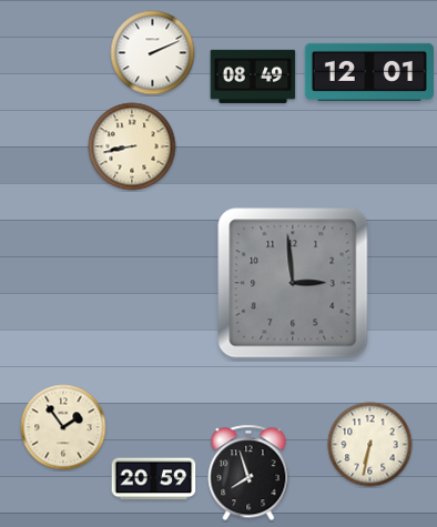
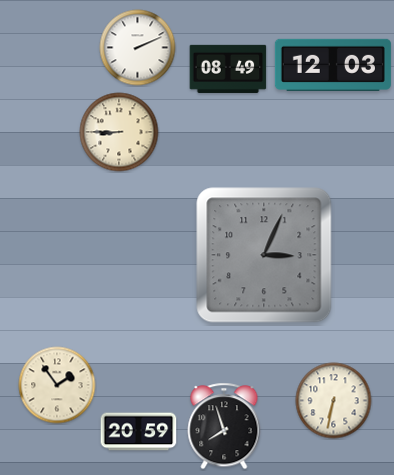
clock at (369, 72): 12:01 -> 12:03
clock at (132, 146): 8:43 -> 8:45
clock at (293, 283): 2:59 -> 3:04
